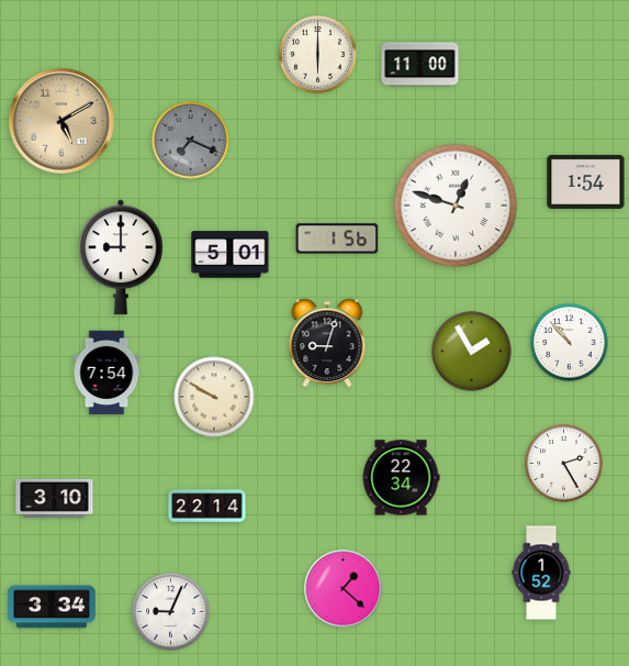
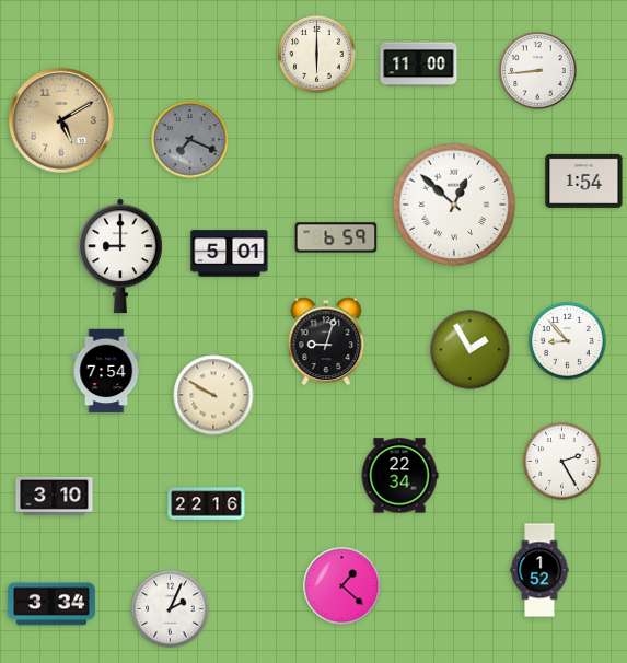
clock at (538, 71): none -> 8:44
clock at (456, 206): 12:48 -> 12:52
clock at (337, 238): 1:56 -> 6:59
clock at (570, 343): 10:53 -> 8:53
clock at (207, 507): 22:14 -> 22:16
clock at (171, 612): 9:04 -> 2:04
